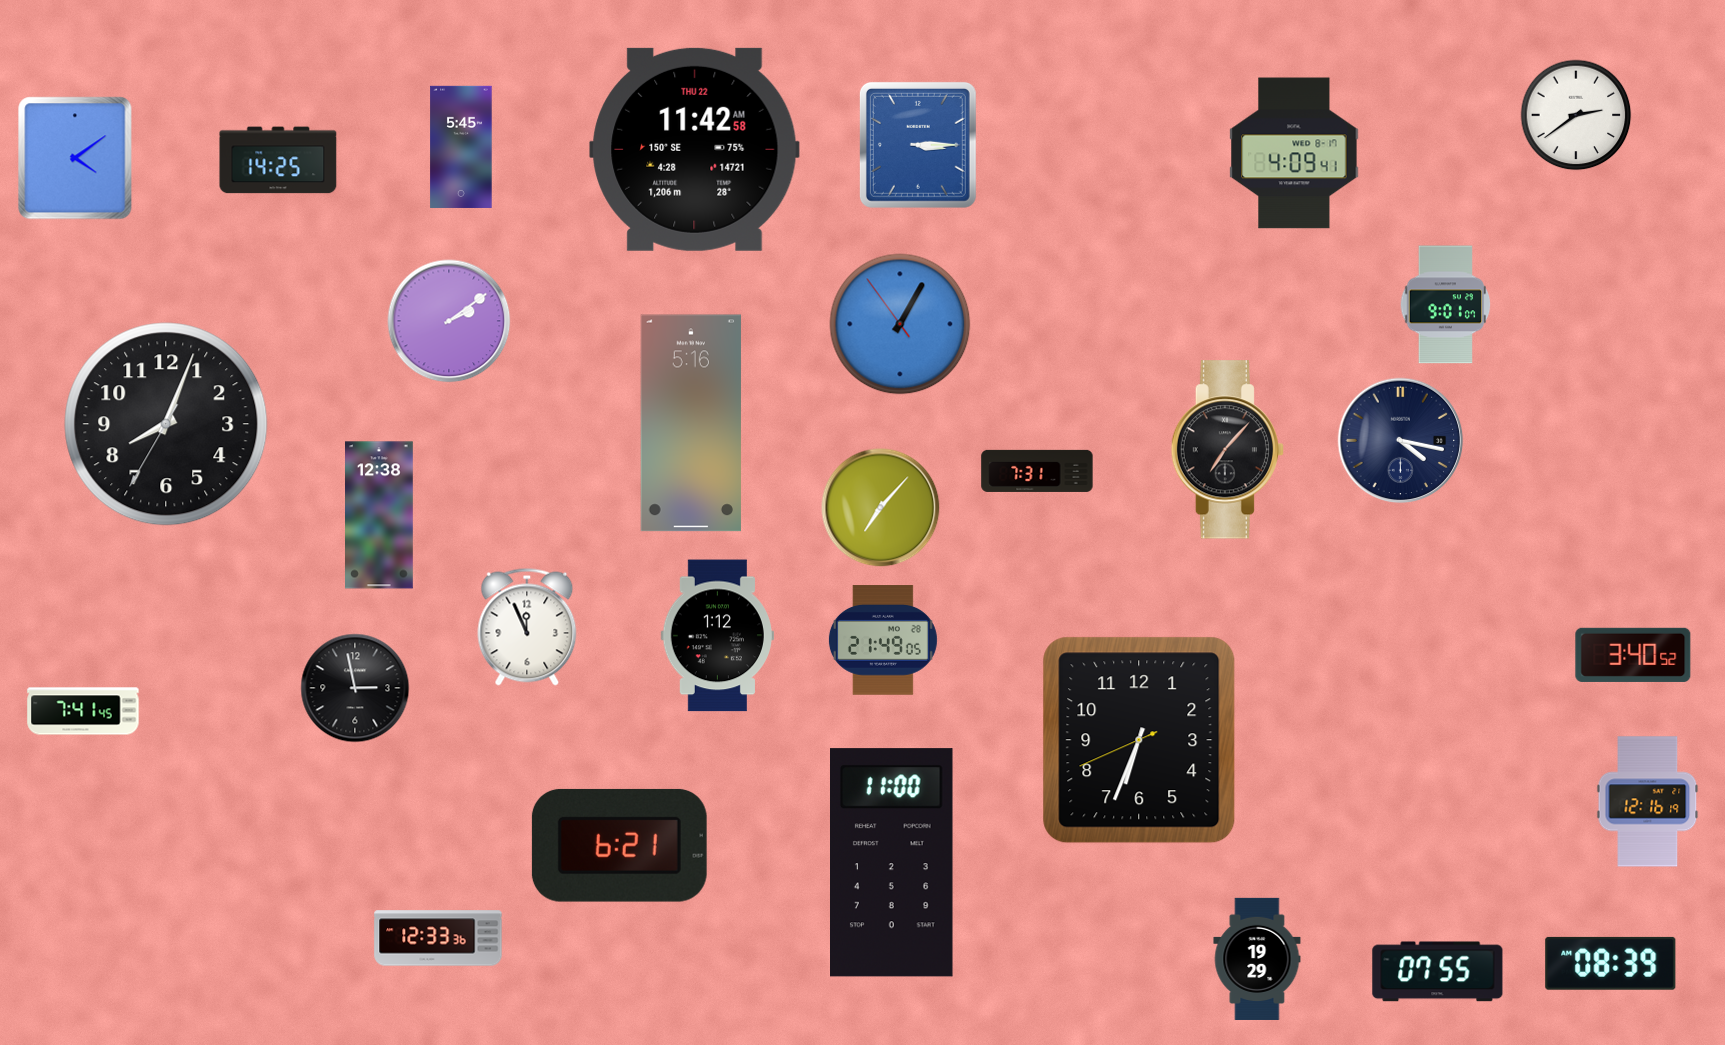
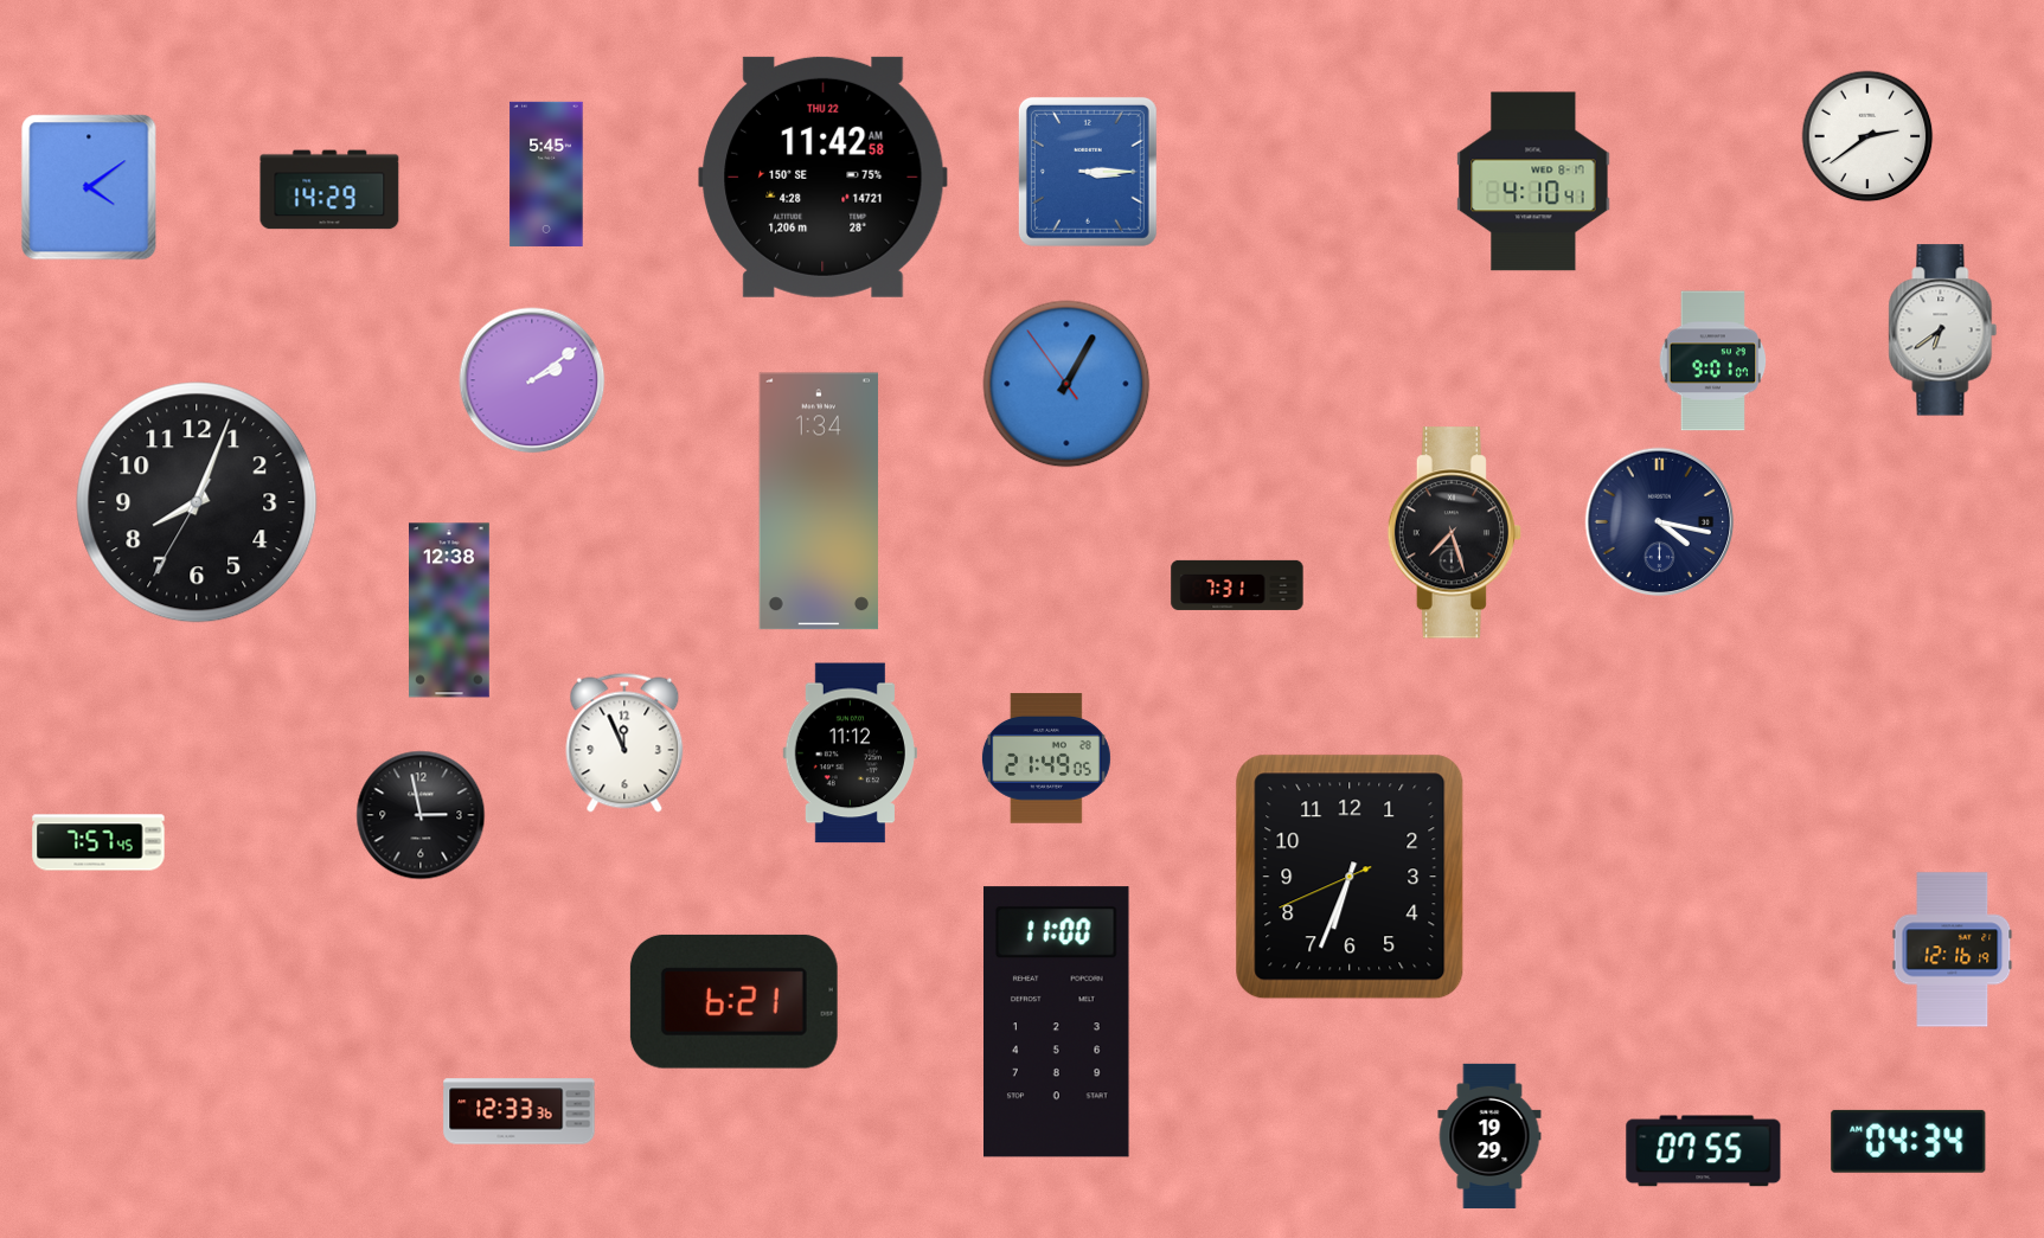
clock at (1294, 153): 4:09 -> 4:10
clock at (278, 160): 14:25 -> 14:29
clock at (1943, 331): none -> 6:39
clock at (690, 423): 5:16 -> 1:34
clock at (1227, 450): 7:07 -> 7:27
clock at (1037, 471) position: (1037, 471) -> (1237, 585)
clock at (881, 508): 7:07 -> none
clock at (717, 636): 1:12 -> 11:12
clock at (1633, 655): 3:40 -> none
clock at (83, 711): 7:41 -> 7:57
clock at (1611, 963): 08:39 -> 04:34
